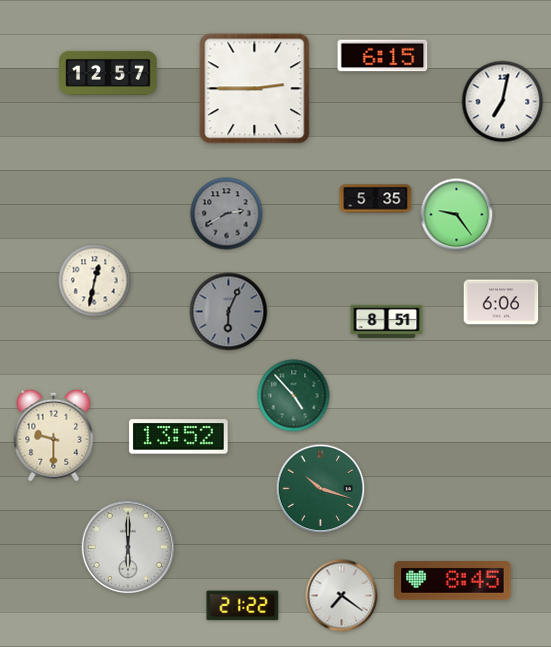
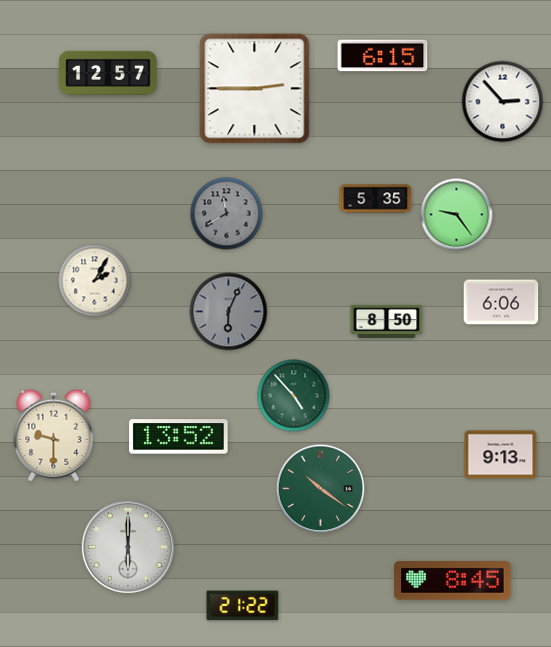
clock at (503, 102): 7:02 -> 2:53
clock at (227, 214): 2:40 -> 11:40
clock at (95, 281): 12:32 -> 2:05
clock at (387, 321): 8:51 -> 8:50
clock at (501, 455): none -> 9:13
clock at (321, 489): 10:18 -> 10:21
clock at (342, 596): 7:21 -> none
